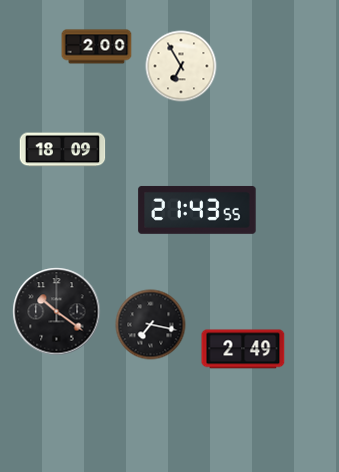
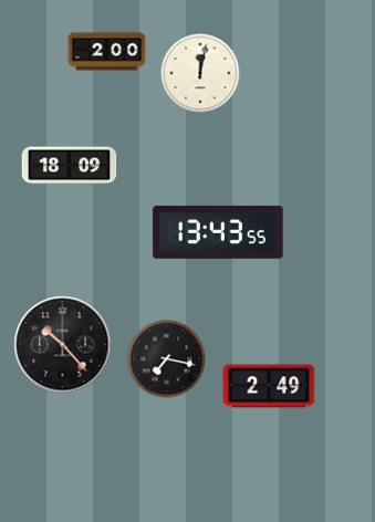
clock at (181, 66): 6:55 -> 12:02
clock at (197, 210): 21:43 -> 13:43
clock at (57, 312): 10:21 -> 10:23
